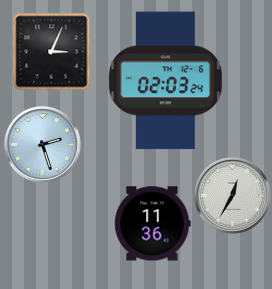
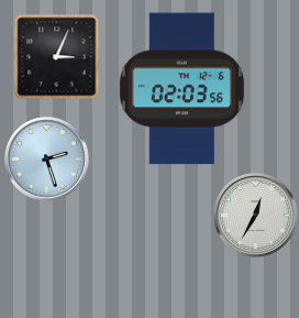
clock at (165, 81): 02:03:24 -> 02:03:56
clock at (152, 224): 11:36 -> none
